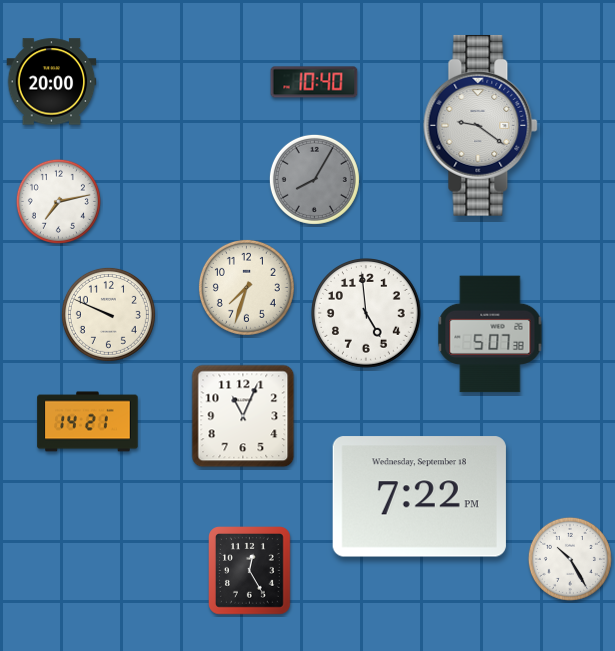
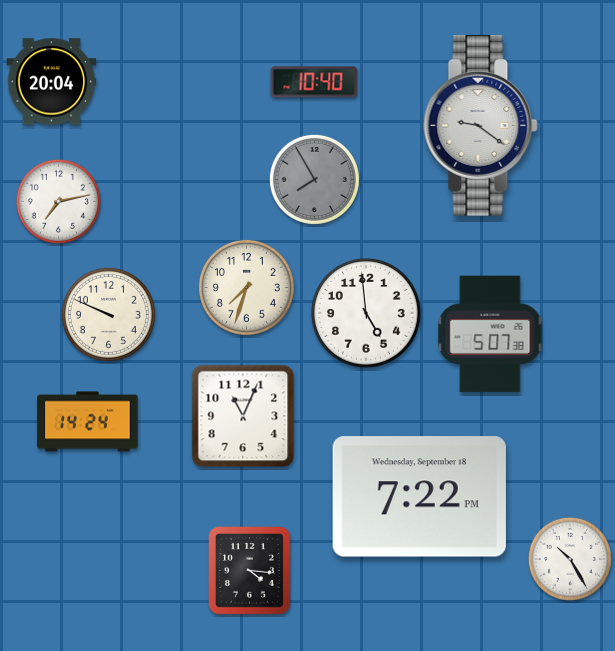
clock at (52, 82): 20:00 -> 20:04
clock at (314, 179): 8:05 -> 7:55
clock at (88, 422): 14:21 -> 14:24
clock at (250, 571): 12:25 -> 4:16
